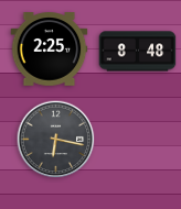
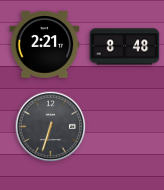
clock at (50, 50): 2:25 -> 2:21
clock at (56, 140): 6:17 -> 6:33
